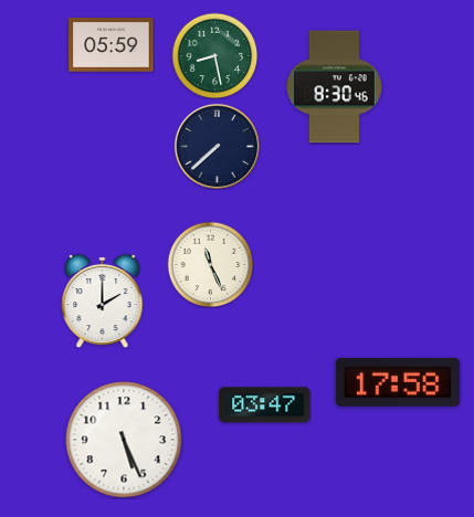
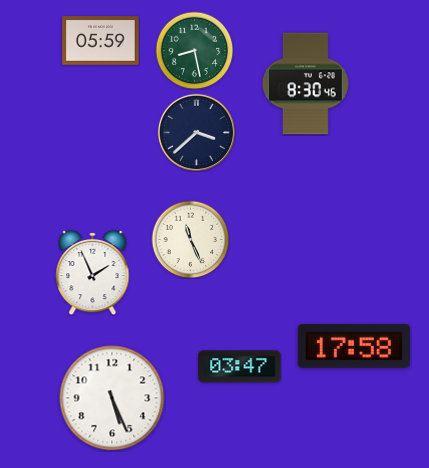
clock at (334, 87) position: (334, 87) -> (305, 84)
clock at (217, 146): 7:38 -> 3:38
clock at (103, 300): 2:00 -> 1:56
clock at (398, 382) position: (398, 382) -> (354, 346)
